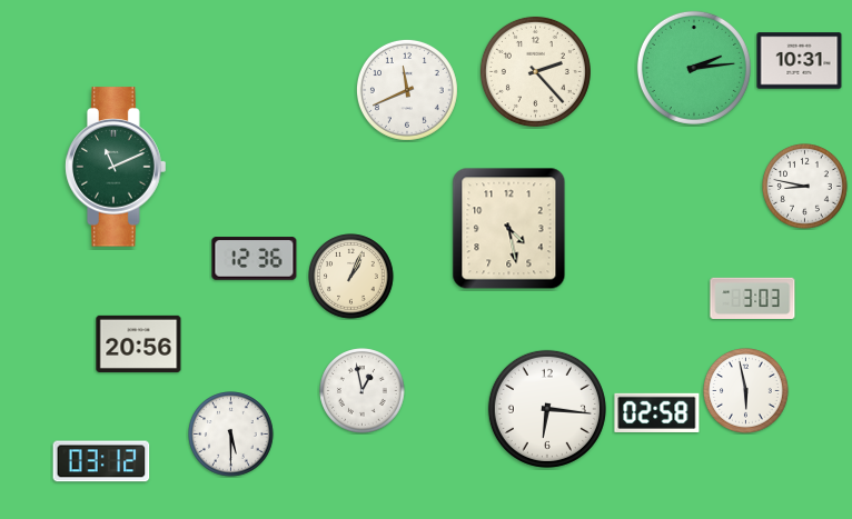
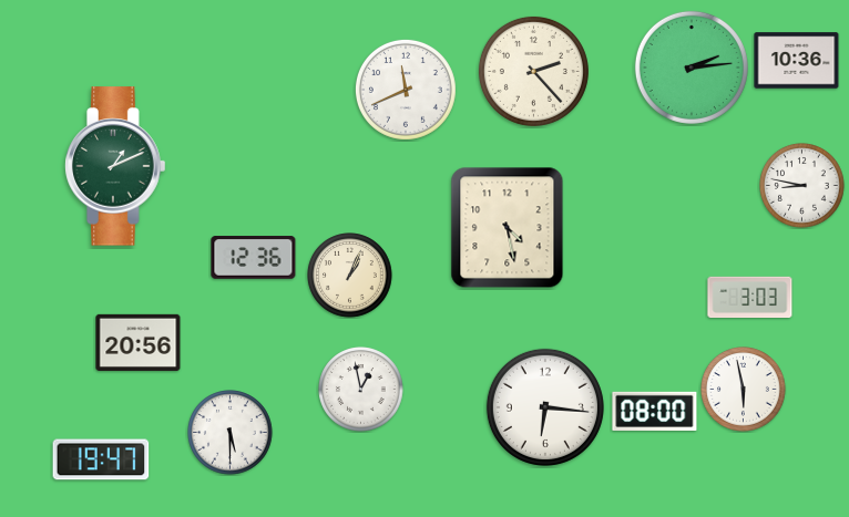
clock at (800, 61): 10:31 -> 10:36
clock at (116, 167): 11:11 -> 1:11
clock at (657, 412): 02:58 -> 08:00
clock at (101, 461): 03:12 -> 19:47
